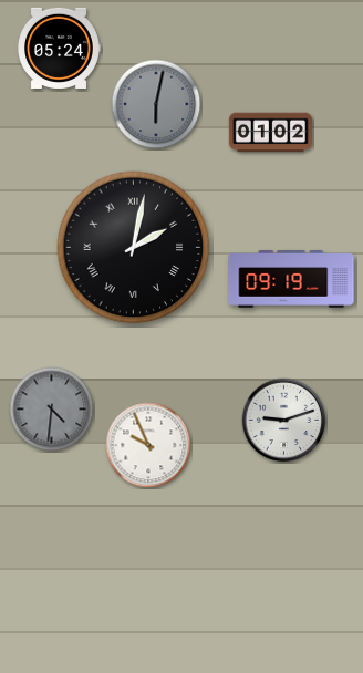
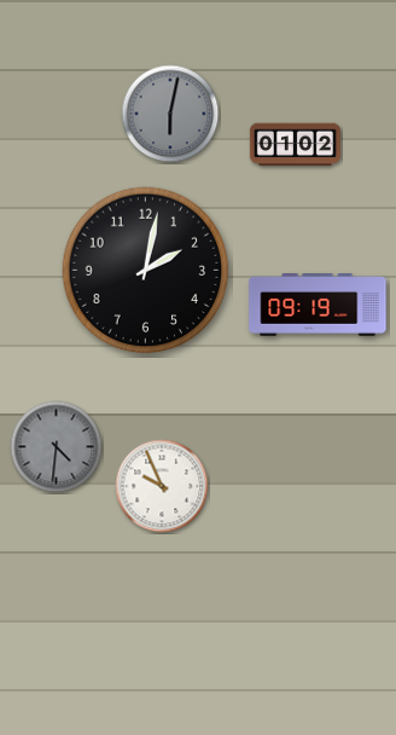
clock at (59, 48): 05:24 -> none
clock at (134, 248) numerals: Roman -> Arabic
clock at (284, 421): 9:12 -> none
